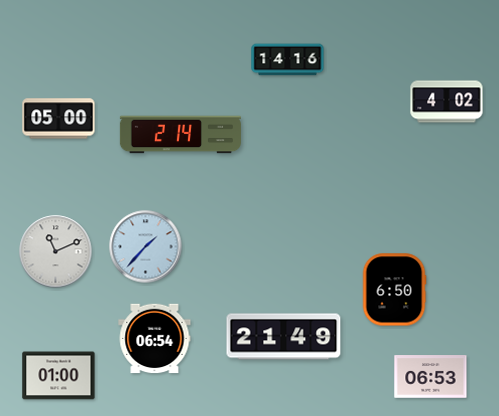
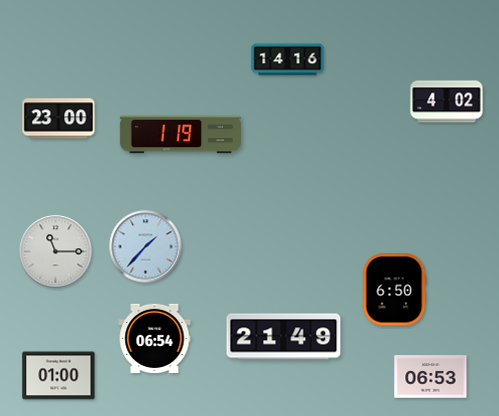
clock at (59, 119): 05:00 -> 23:00
clock at (180, 135): 2:14 -> 1:19
clock at (56, 252): 11:11 -> 11:15
